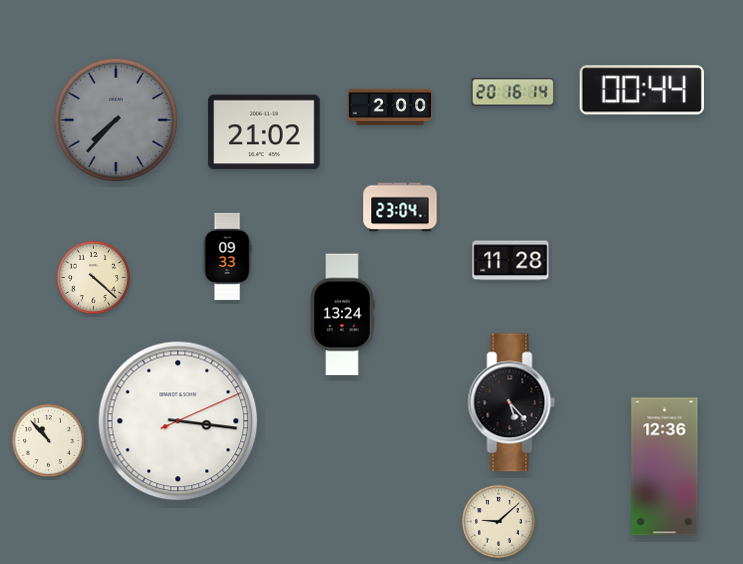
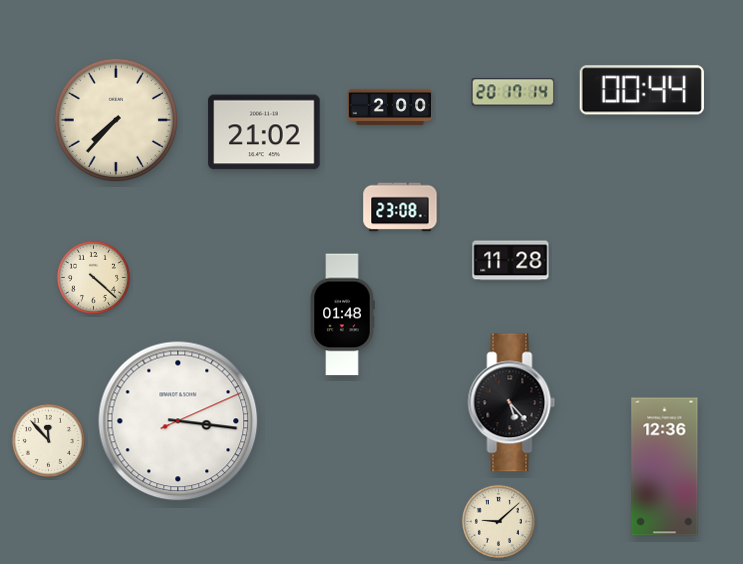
clock at (513, 92): 20:16 -> 20:17
clock at (116, 120) dial: grey -> cream
clock at (400, 207): 23:04 -> 23:08
clock at (227, 256): 09:33 -> none
clock at (342, 315): 13:24 -> 01:48
clock at (48, 440): 10:53 -> 11:53
